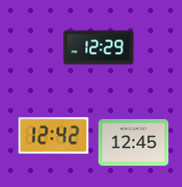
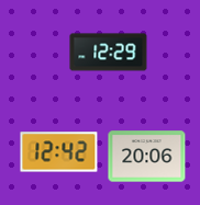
clock at (54, 136) position: (54, 136) -> (59, 152)
clock at (134, 143): 12:45 -> 20:06
